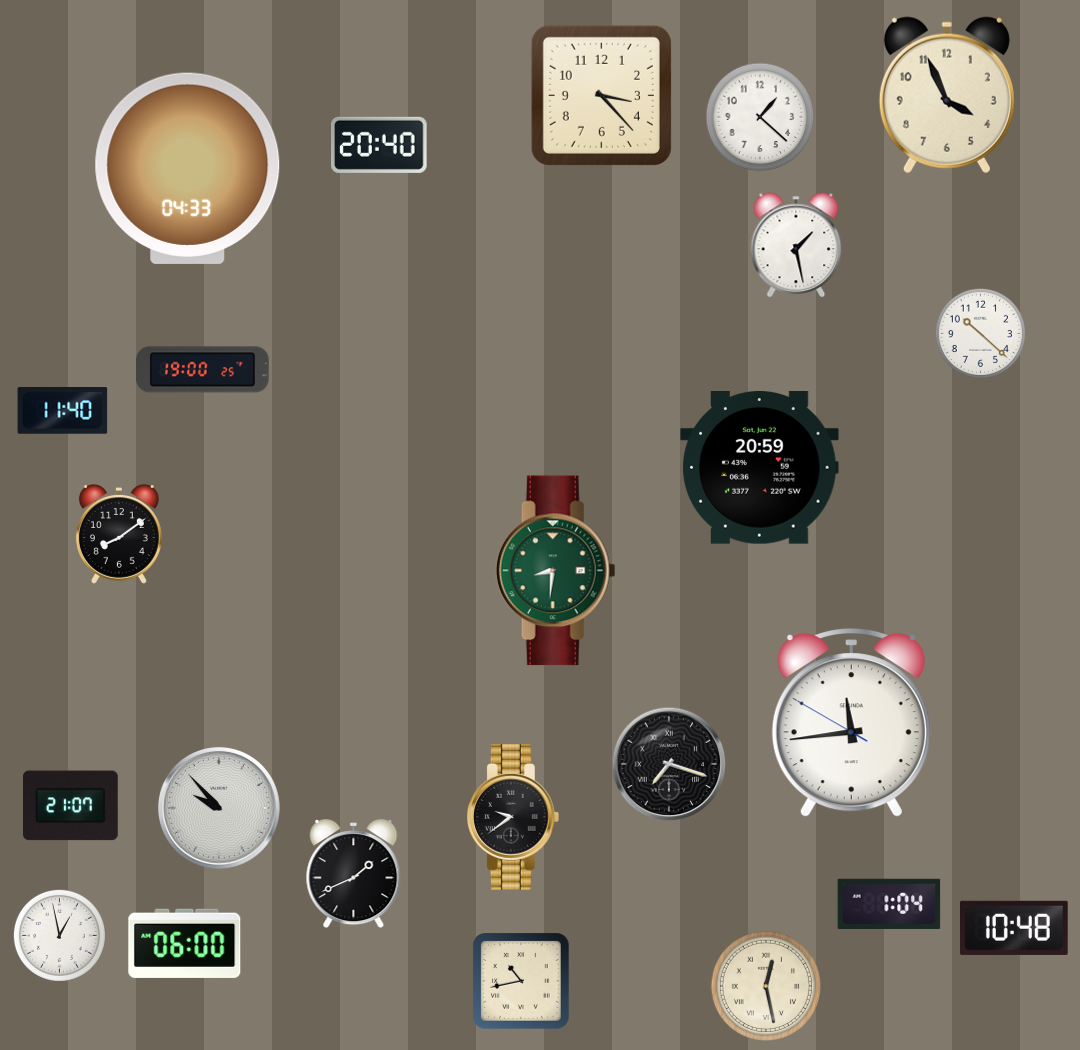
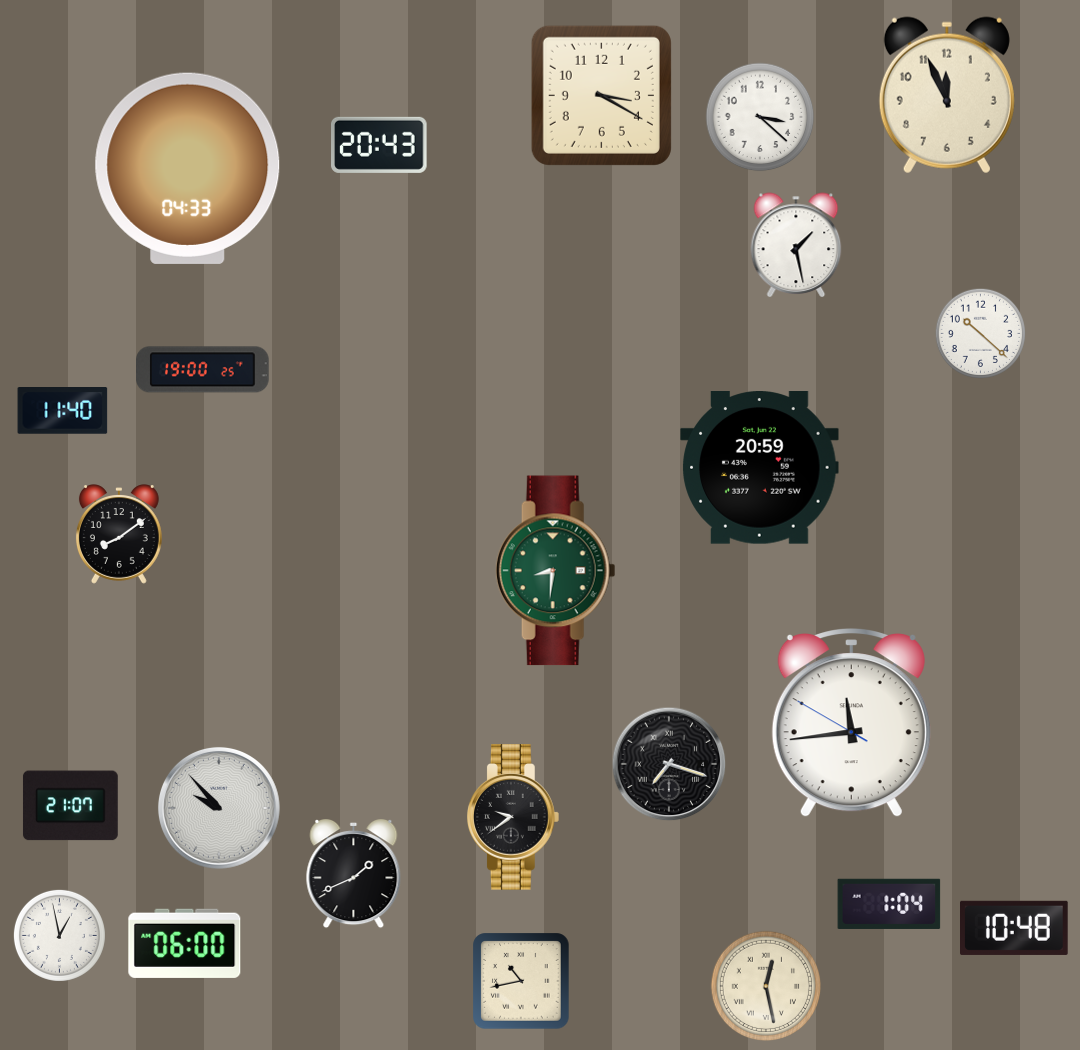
clock at (601, 95): 3:23 -> 3:20
clock at (947, 95): 3:56 -> 11:56
clock at (760, 117): 1:22 -> 3:22
clock at (379, 145): 20:40 -> 20:43
